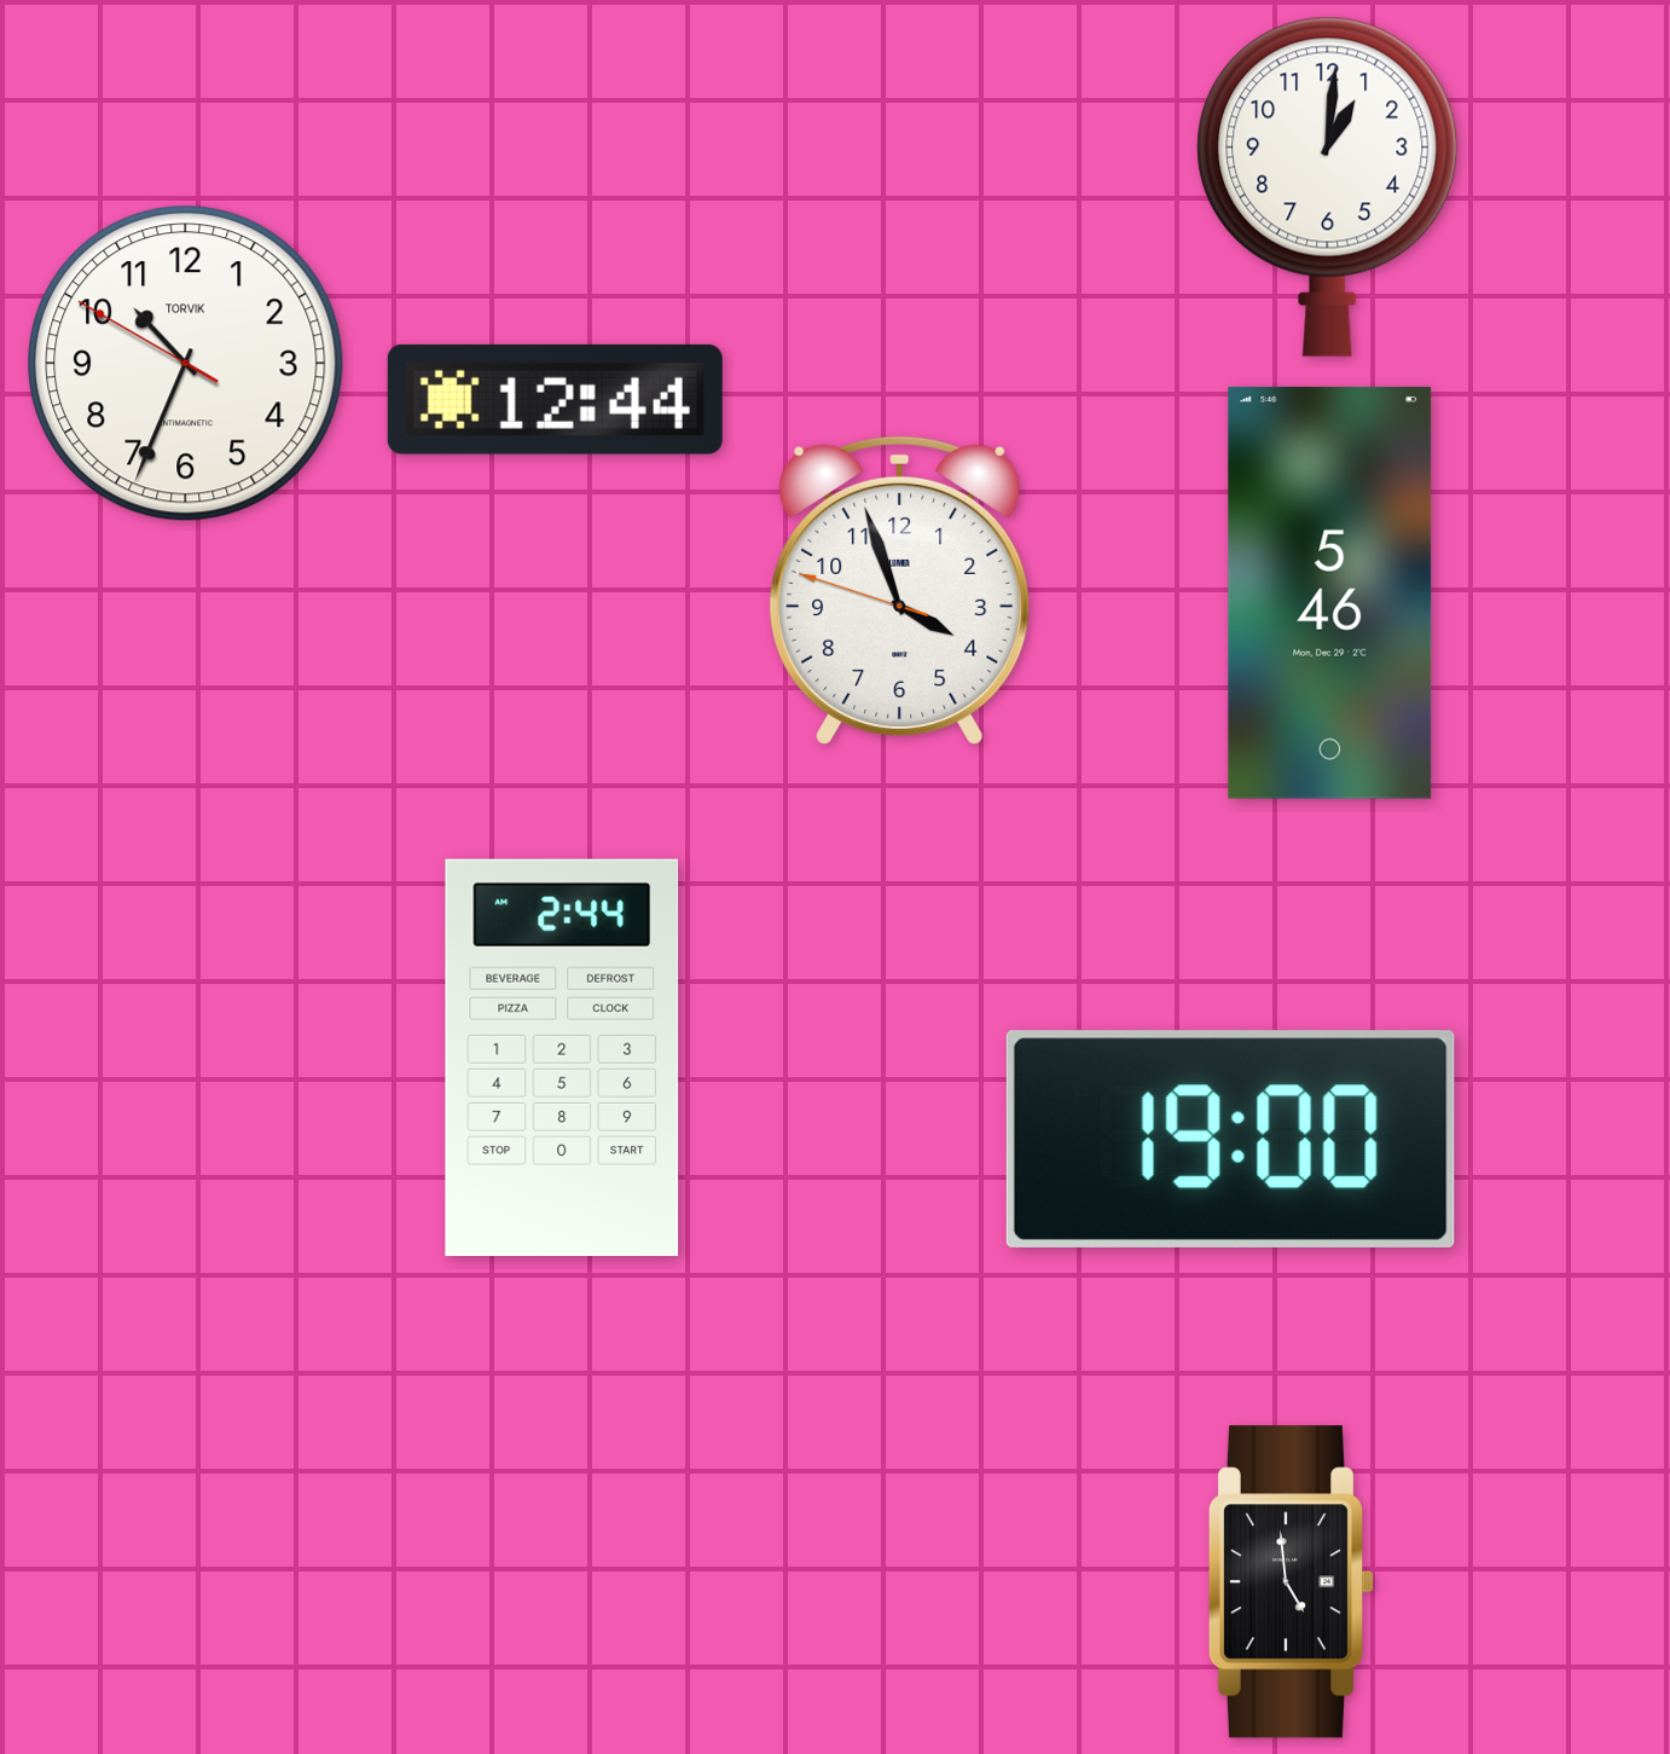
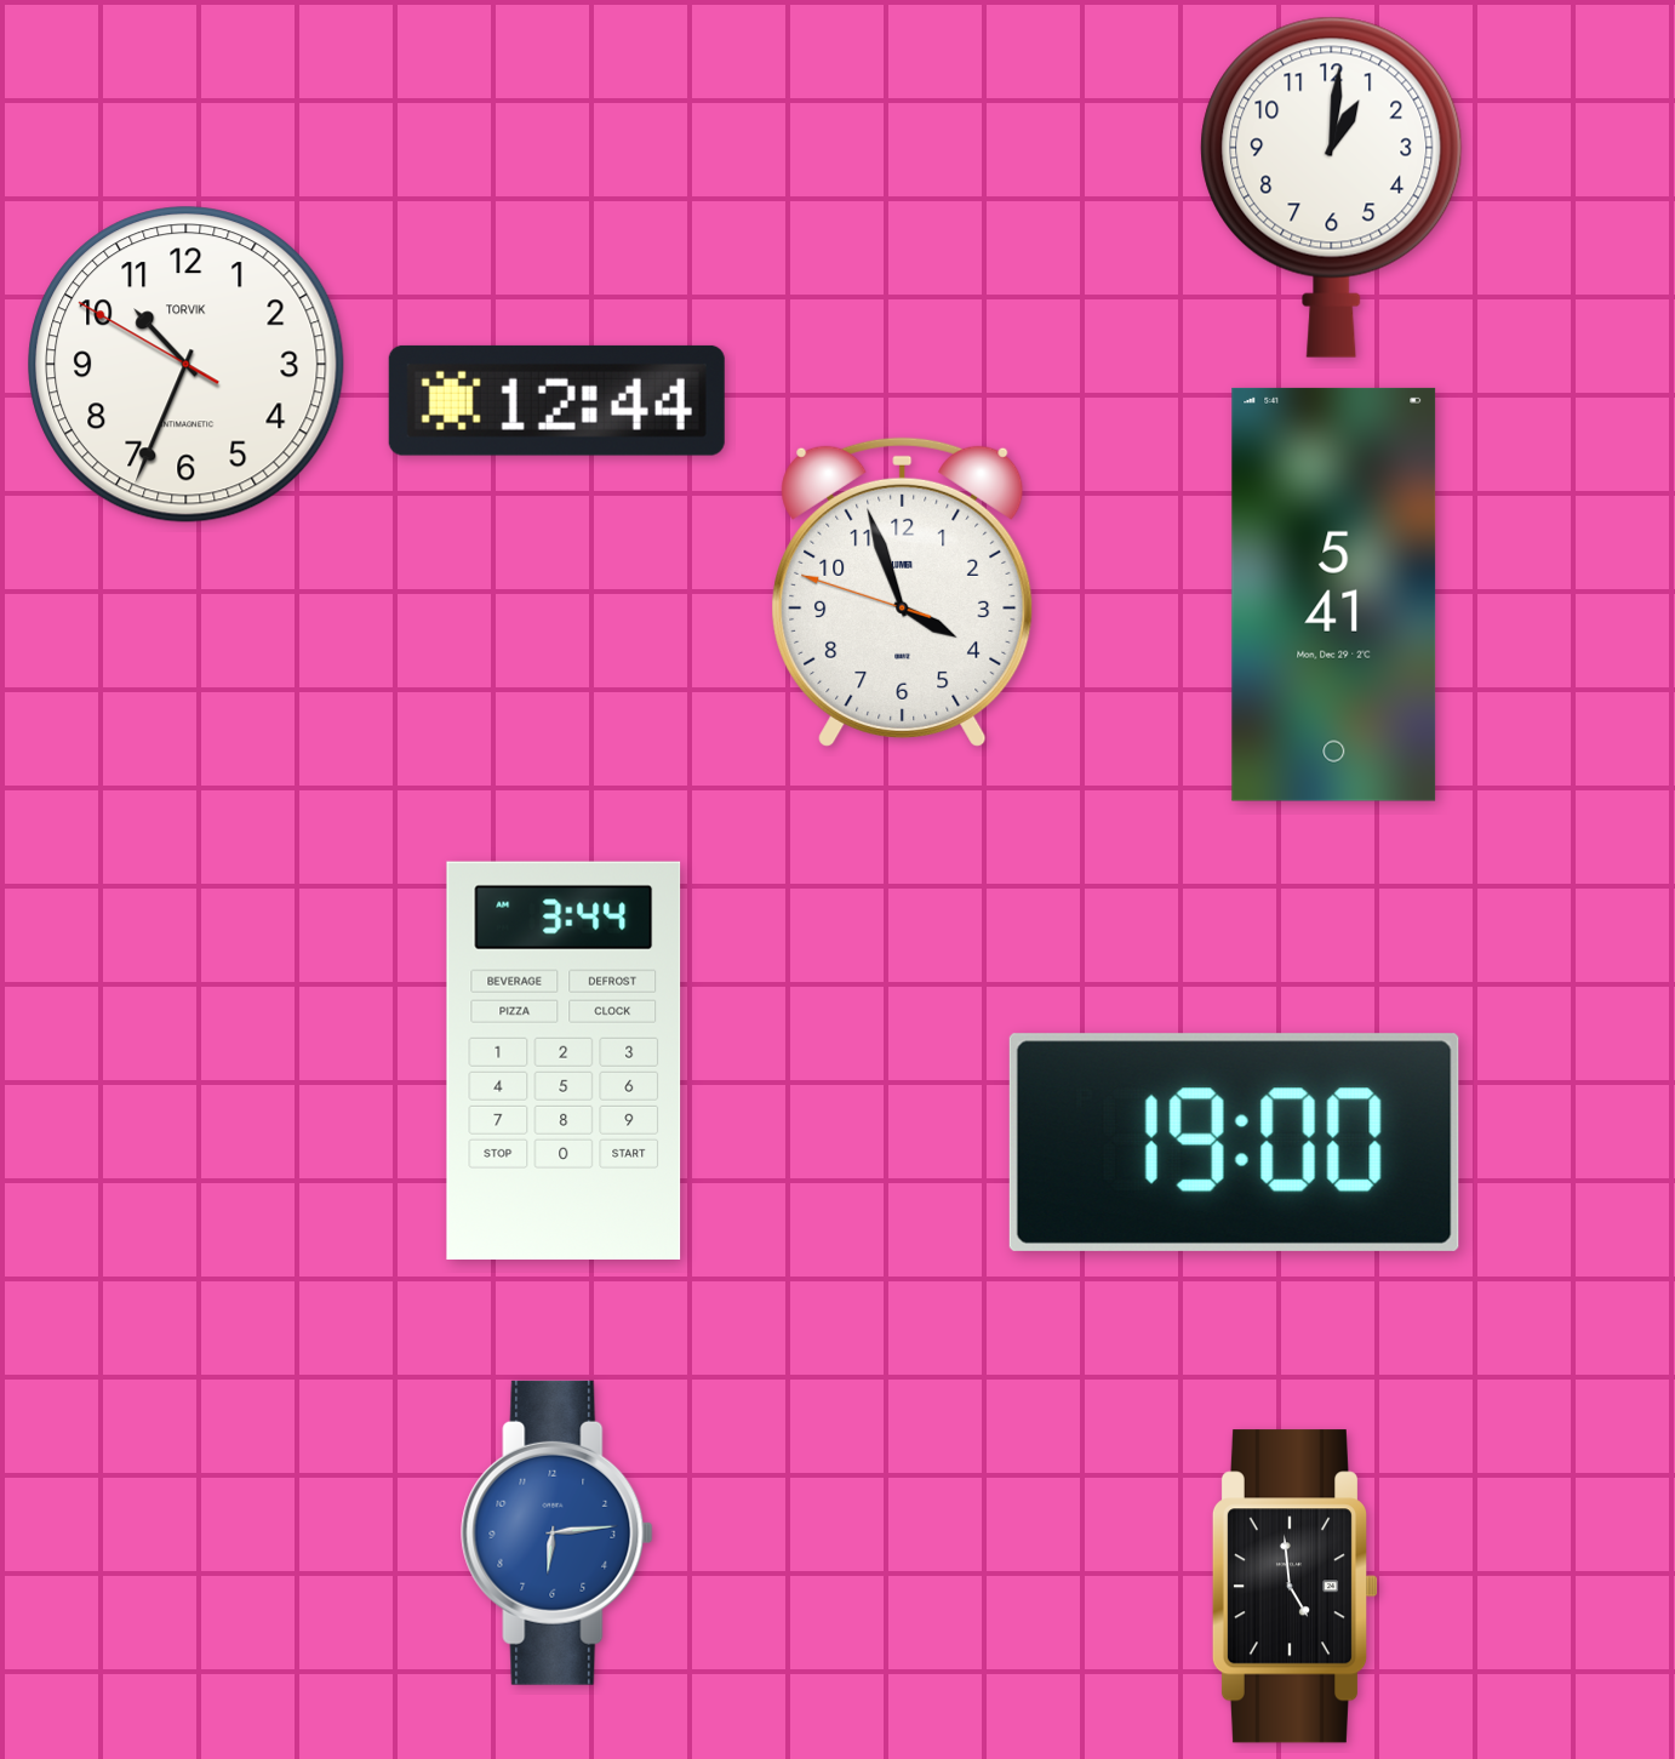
clock at (1330, 592): 5:46 -> 5:41
clock at (562, 1057): 2:44 -> 3:44
clock at (558, 1532): none -> 6:14
